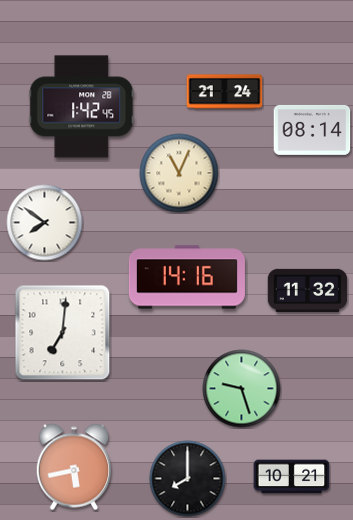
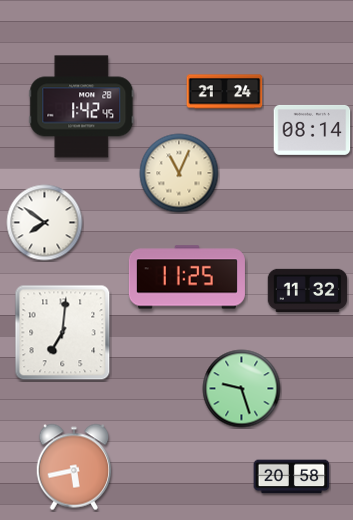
clock at (187, 277): 14:16 -> 11:25
clock at (292, 477): 10:21 -> 20:58
clock at (188, 479): 8:00 -> none
